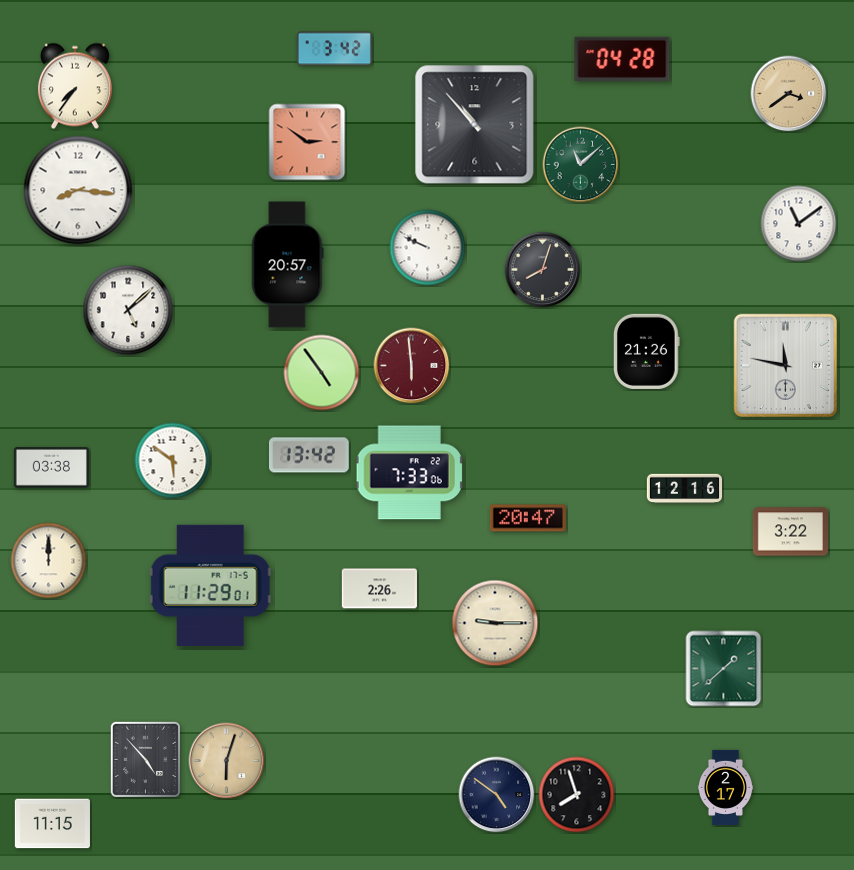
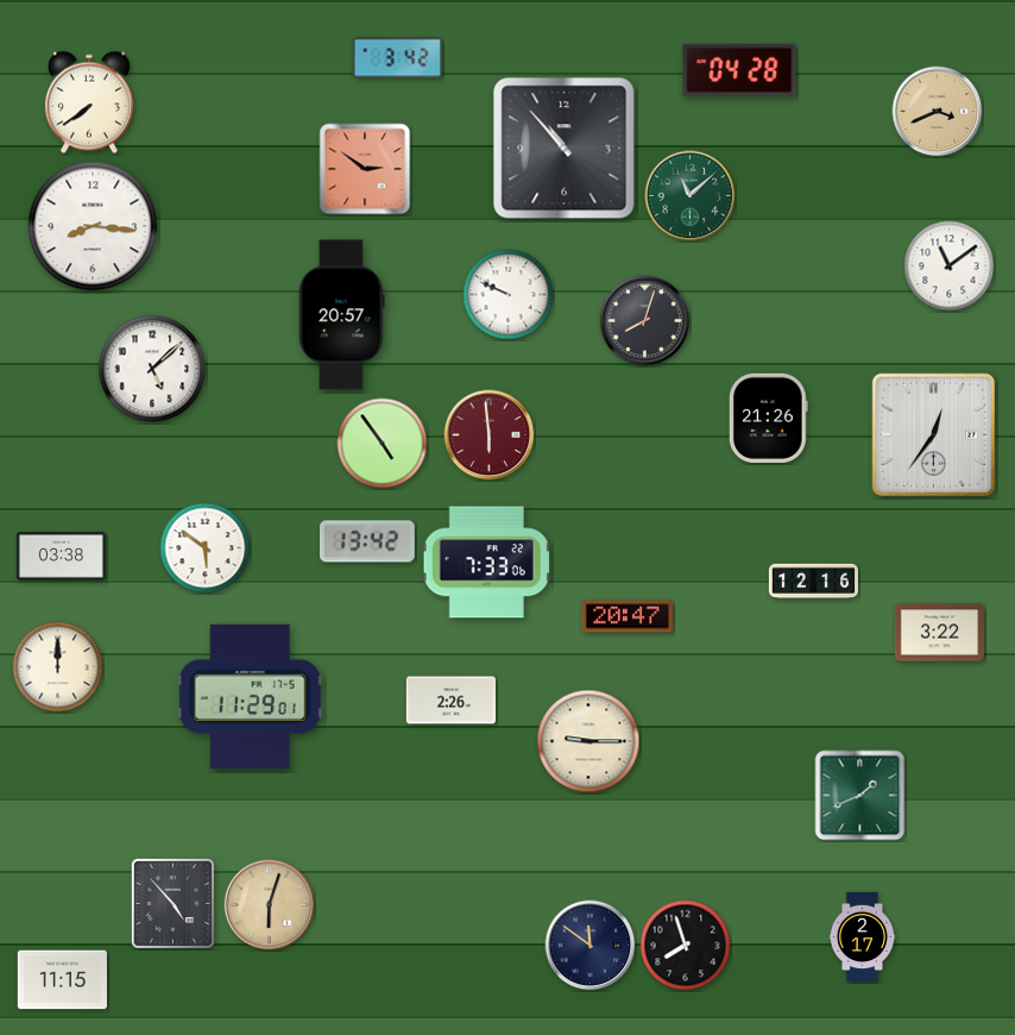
clock at (75, 86): 7:36 -> 7:39
clock at (789, 94): 3:39 -> 3:41
clock at (785, 365): 11:47 -> 12:36
clock at (724, 669): 1:38 -> 1:41
clock at (497, 795): 4:51 -> 11:51
